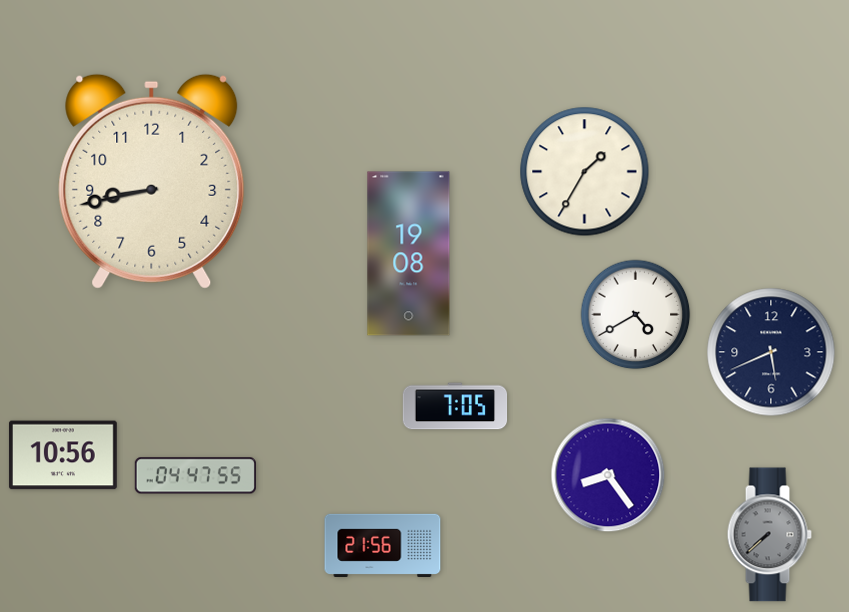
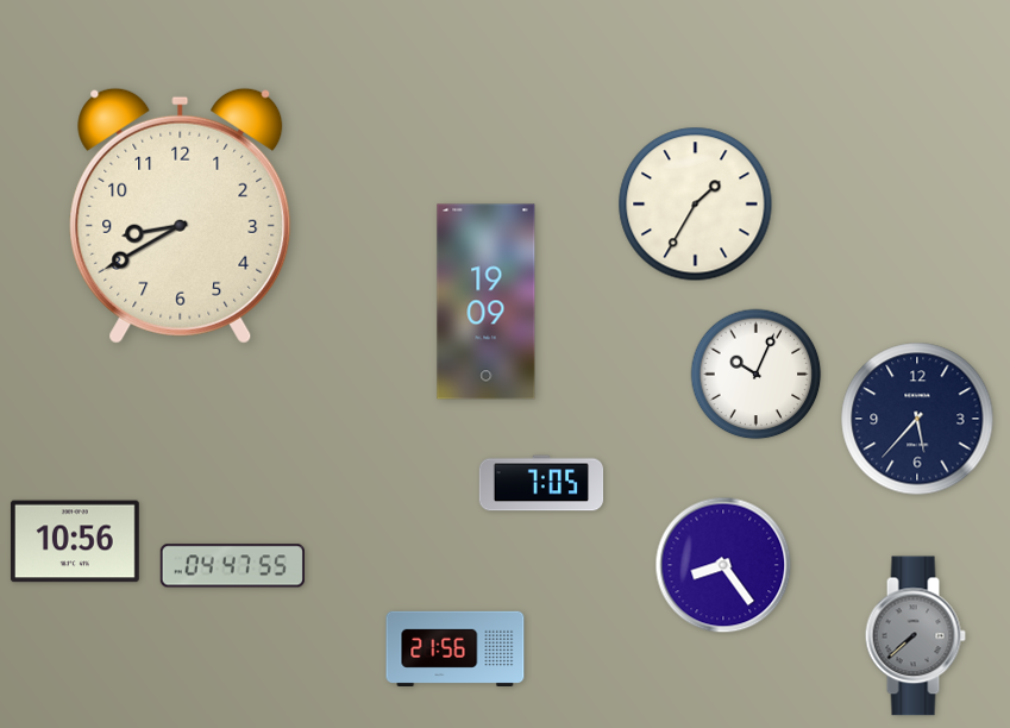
clock at (152, 181): 8:43 -> 8:40
clock at (409, 254): 19:08 -> 19:09
clock at (636, 315): 4:40 -> 10:04
clock at (771, 352): 5:41 -> 5:37
